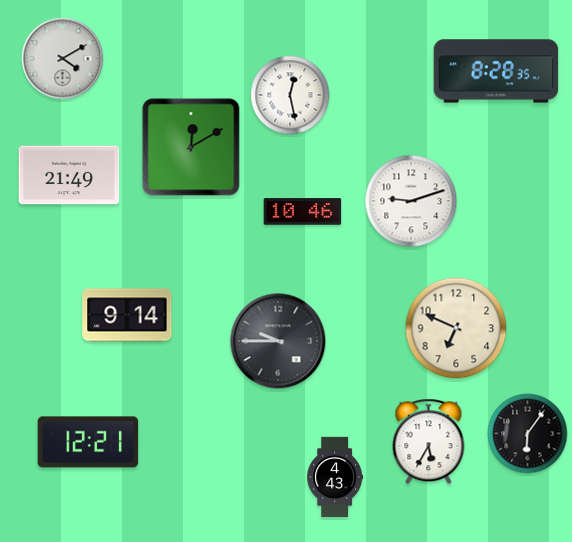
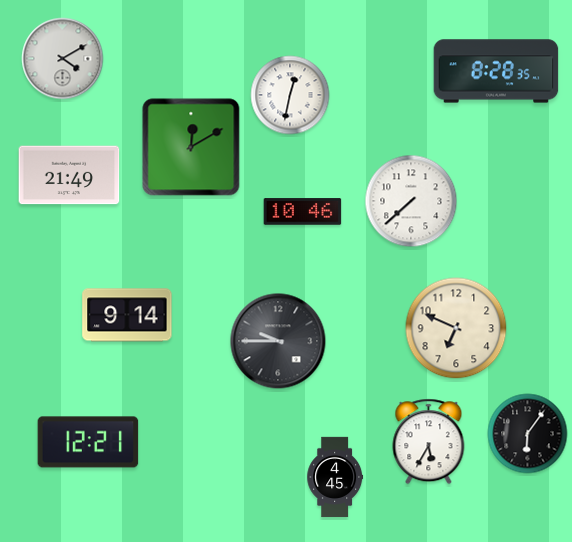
clock at (290, 95): 12:28 -> 12:32
clock at (411, 201): 9:12 -> 7:38
clock at (335, 477): 4:43 -> 4:45
